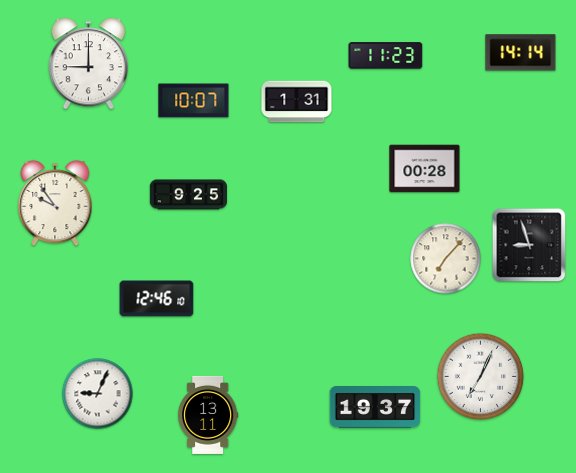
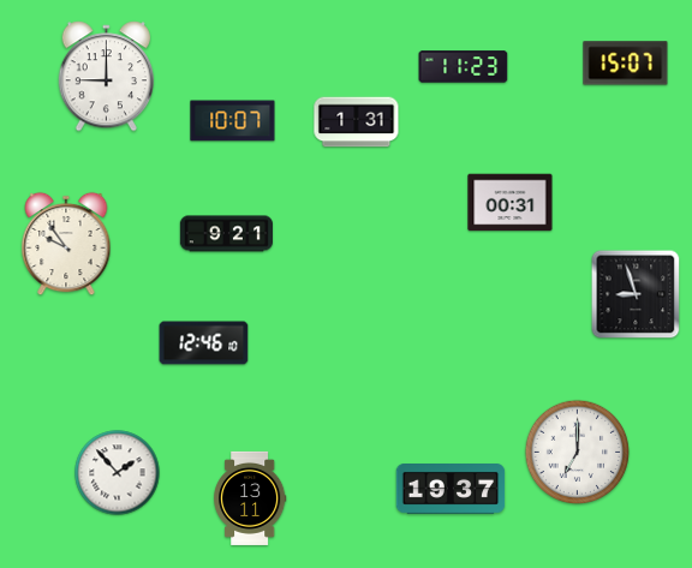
clock at (521, 53): 14:14 -> 15:07
clock at (425, 169): 00:28 -> 00:31
clock at (188, 195): 9:25 -> 9:21
clock at (446, 259): 7:07 -> none
clock at (157, 299) position: (157, 299) -> (204, 343)
clock at (481, 377): 7:04 -> 7:00
clock at (98, 394): 9:04 -> 1:53
